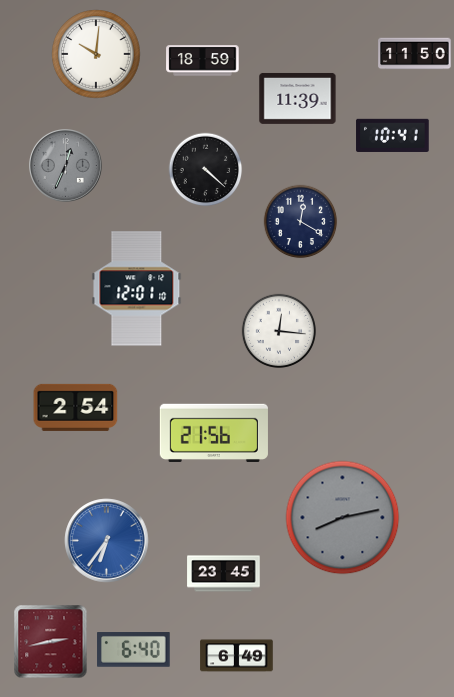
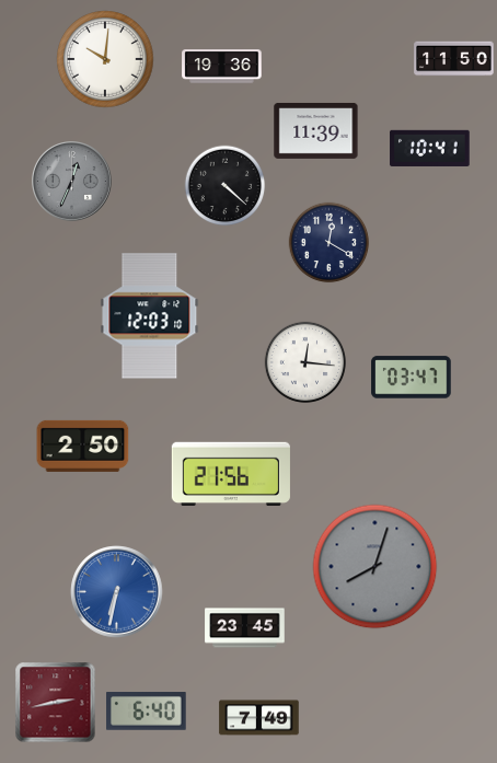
clock at (203, 61): 18:59 -> 19:36
clock at (298, 98) position: (298, 98) -> (316, 130)
clock at (137, 289): 12:01 -> 12:03
clock at (412, 378): none -> 03:47
clock at (76, 407): 2:54 -> 2:50
clock at (214, 433) position: (214, 433) -> (231, 474)
clock at (343, 518): 8:13 -> 8:03
clock at (107, 541): 6:36 -> 6:32
clock at (237, 656): 6:49 -> 7:49
